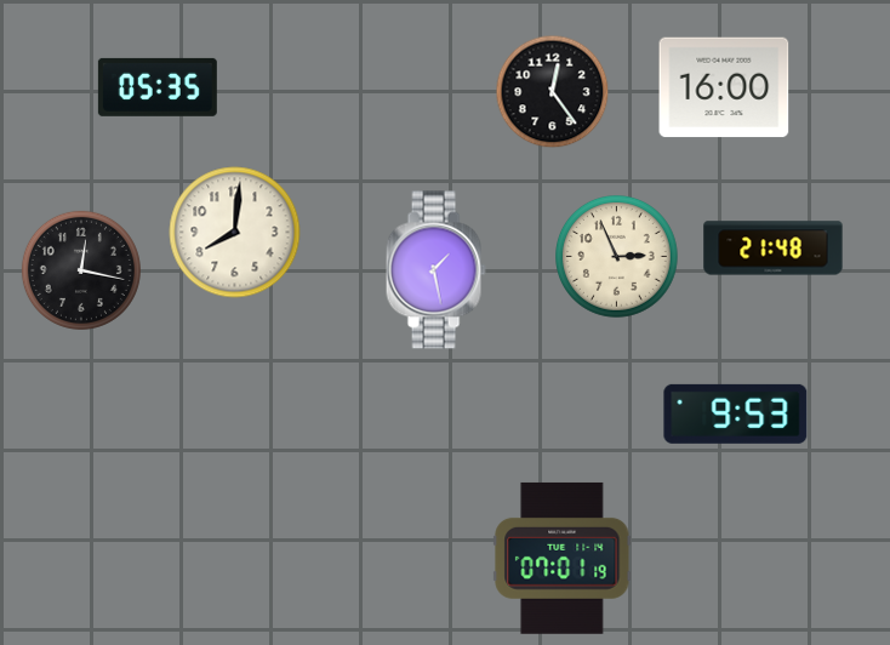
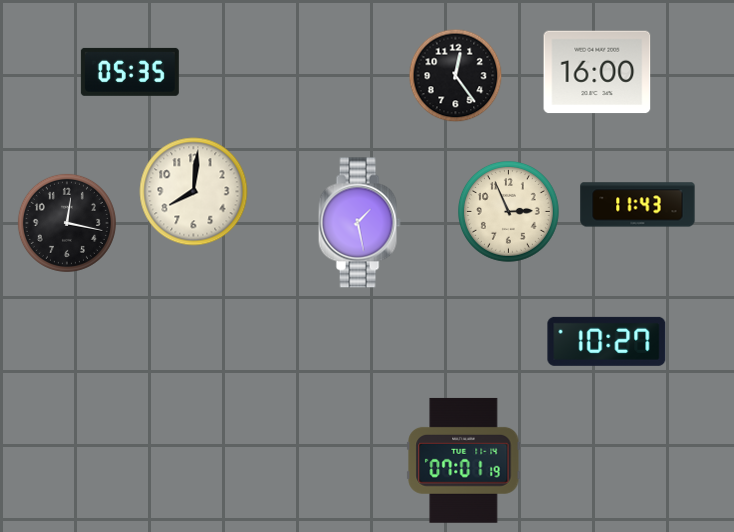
clock at (774, 249): 21:48 -> 11:43
clock at (736, 413): 9:53 -> 10:27
